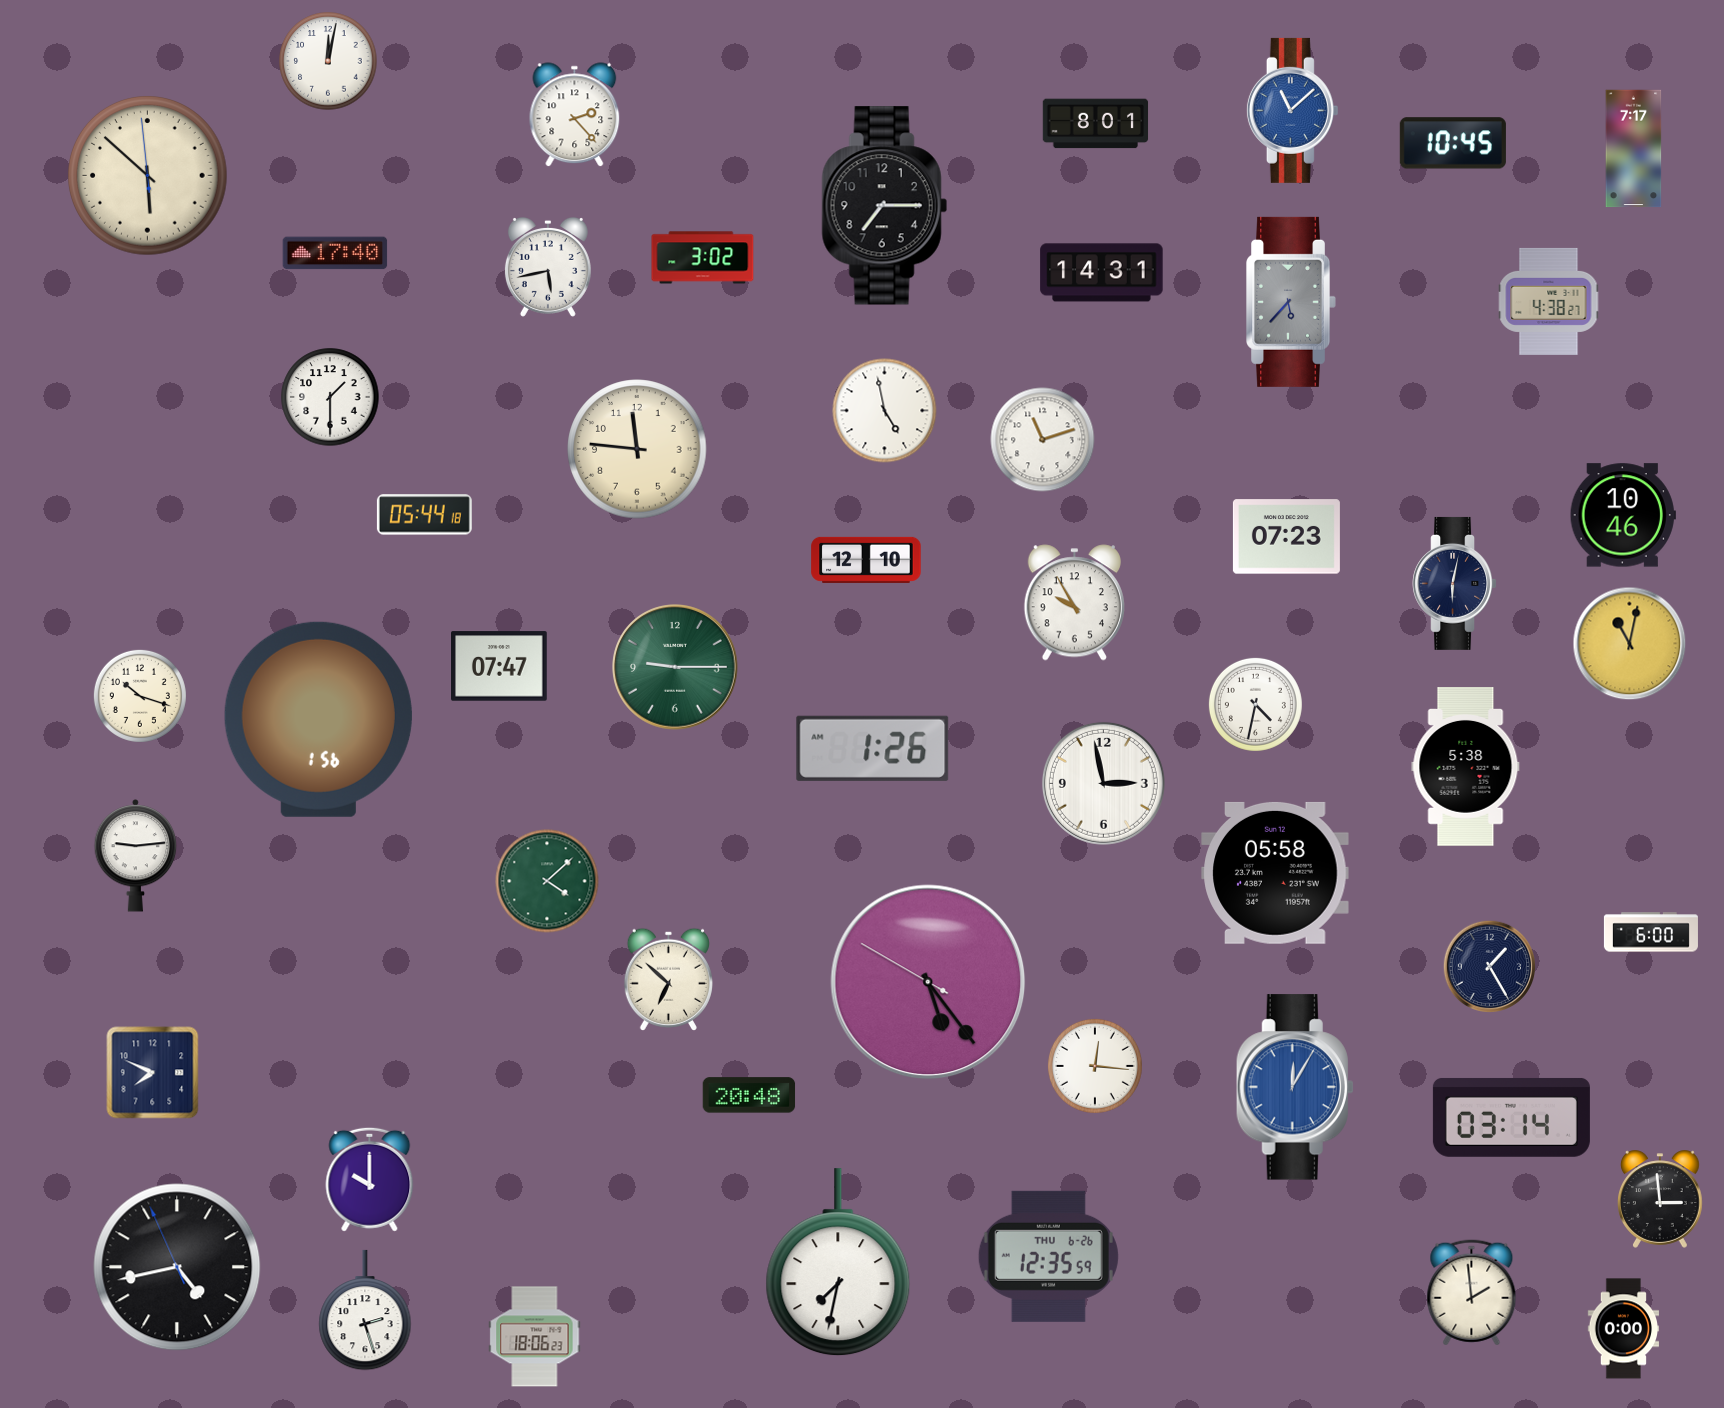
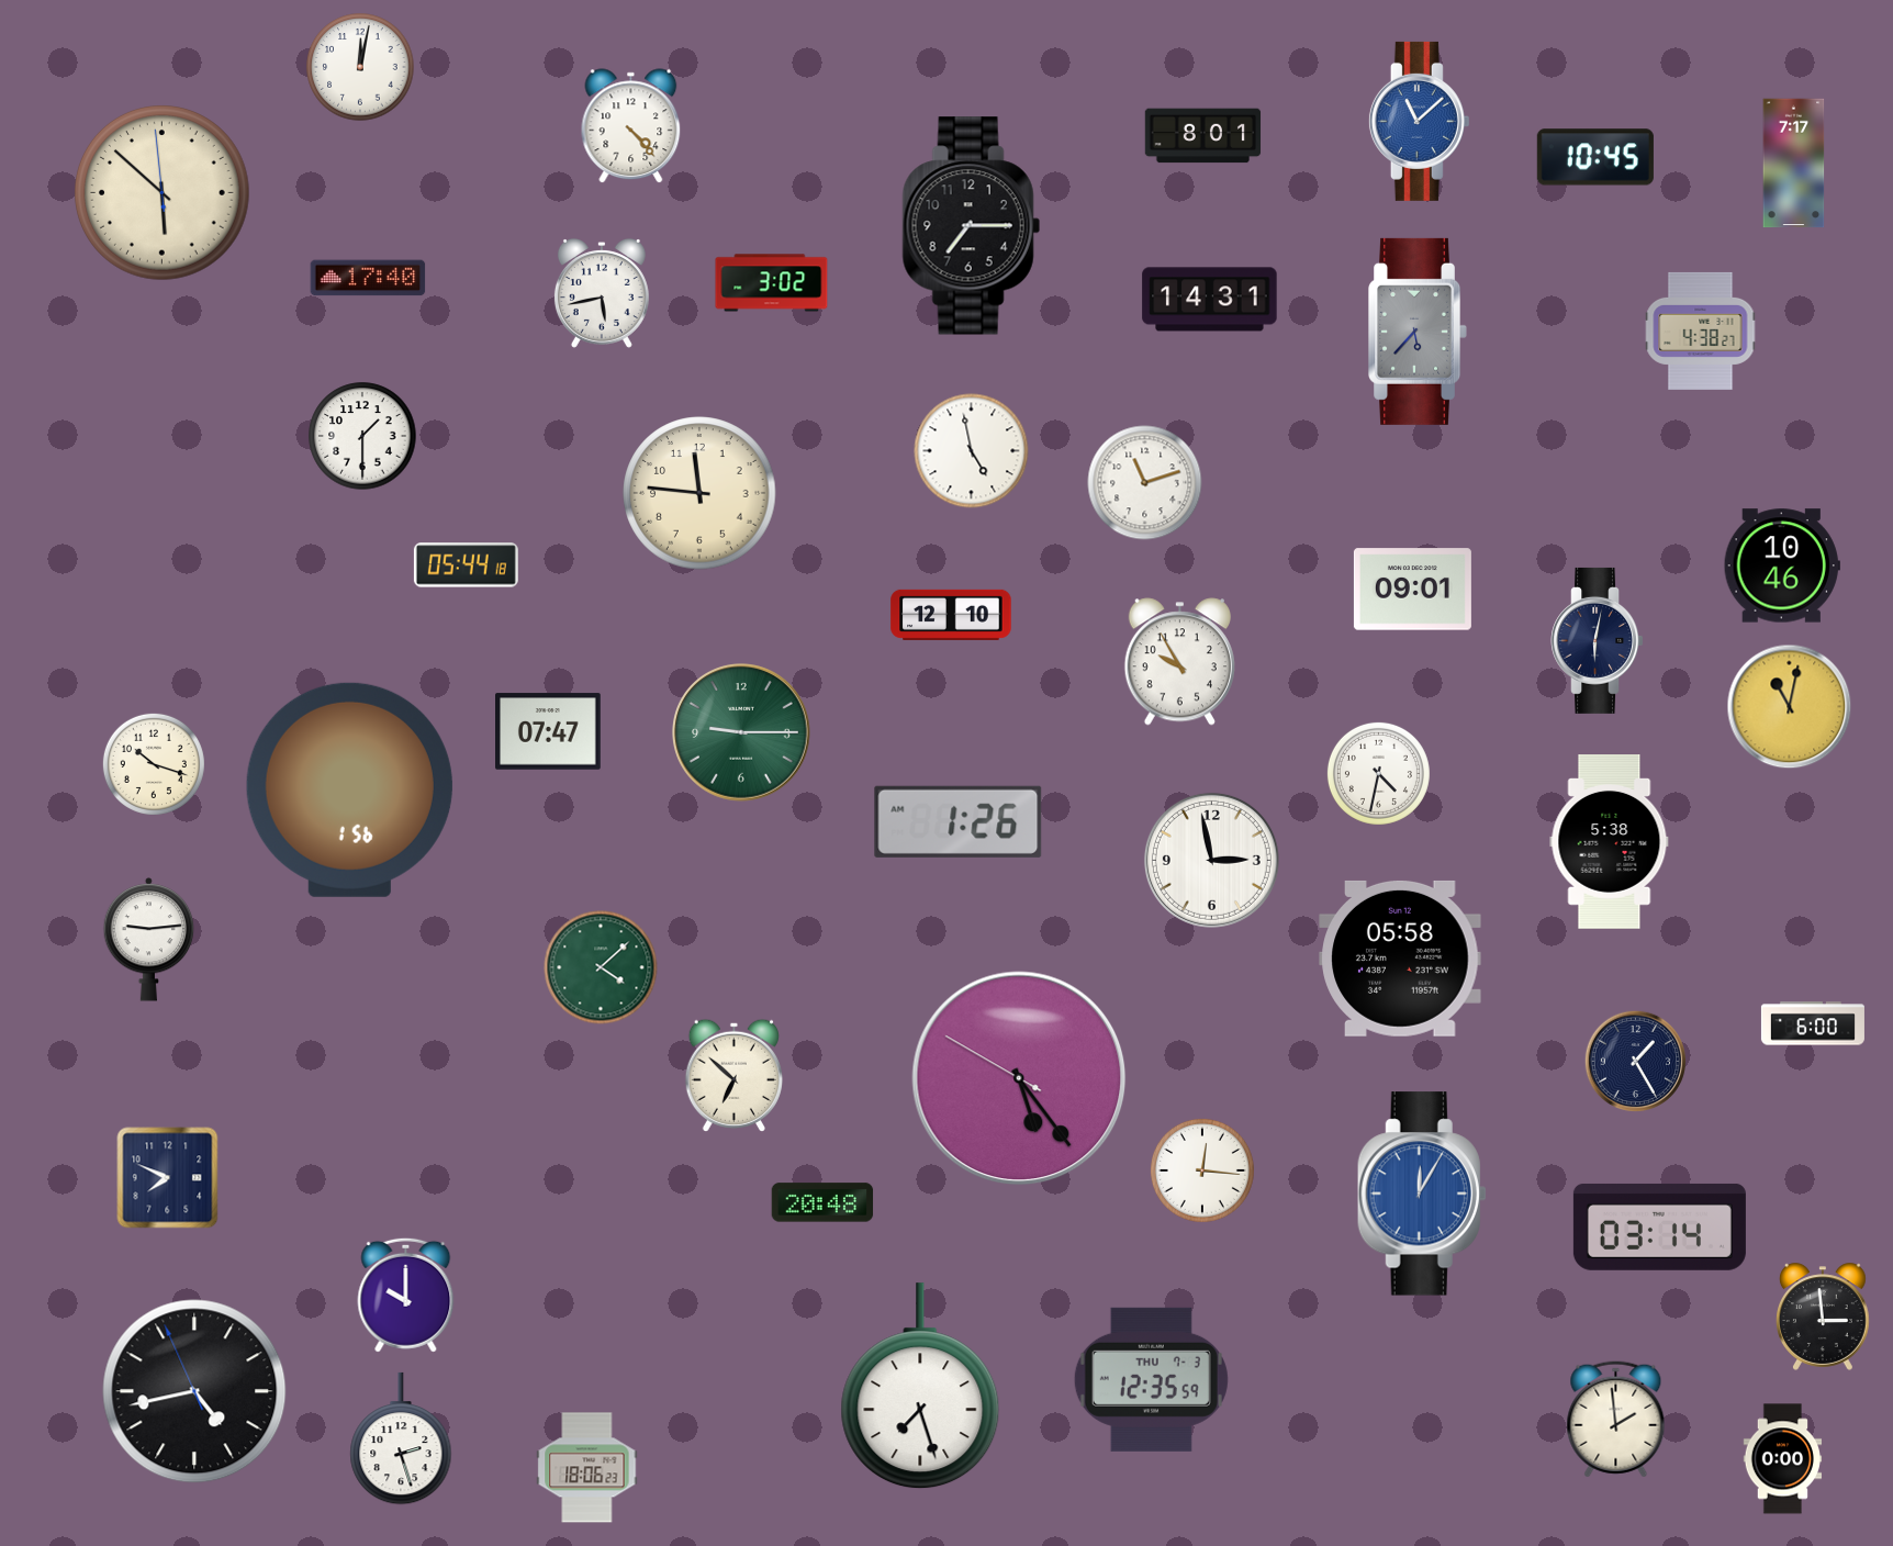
clock at (575, 115): 2:23 -> 4:23
clock at (1286, 537): 07:23 -> 09:01
clock at (1048, 1256) date: THU 6-26 -> THU 7-3
clock at (838, 1263): 7:32 -> 7:27
